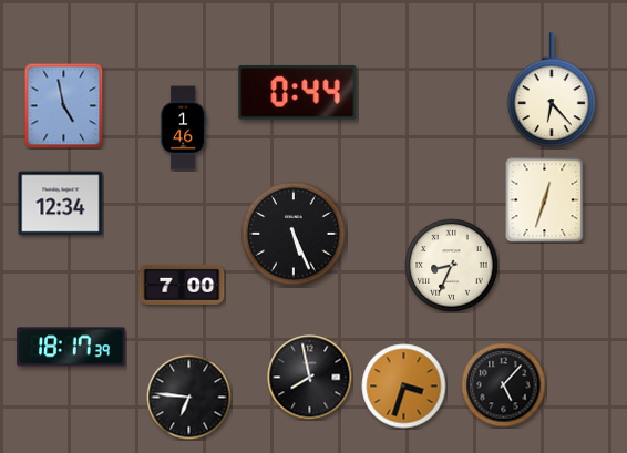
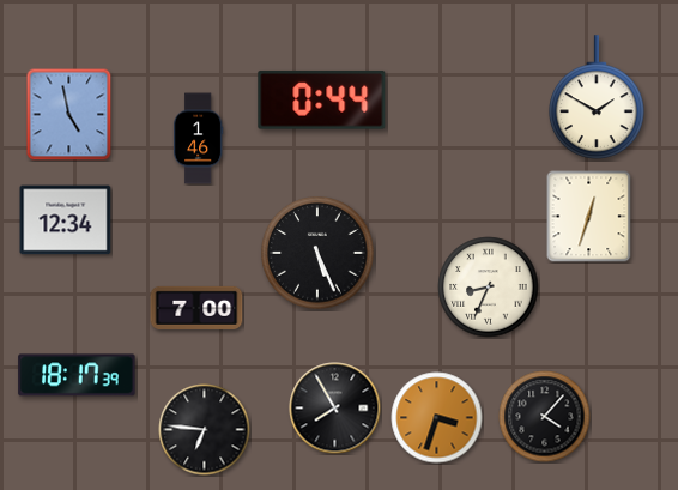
clock at (552, 90): 6:23 -> 1:50
clock at (310, 378): 7:58 -> 7:55
clock at (504, 385): 5:07 -> 4:07
